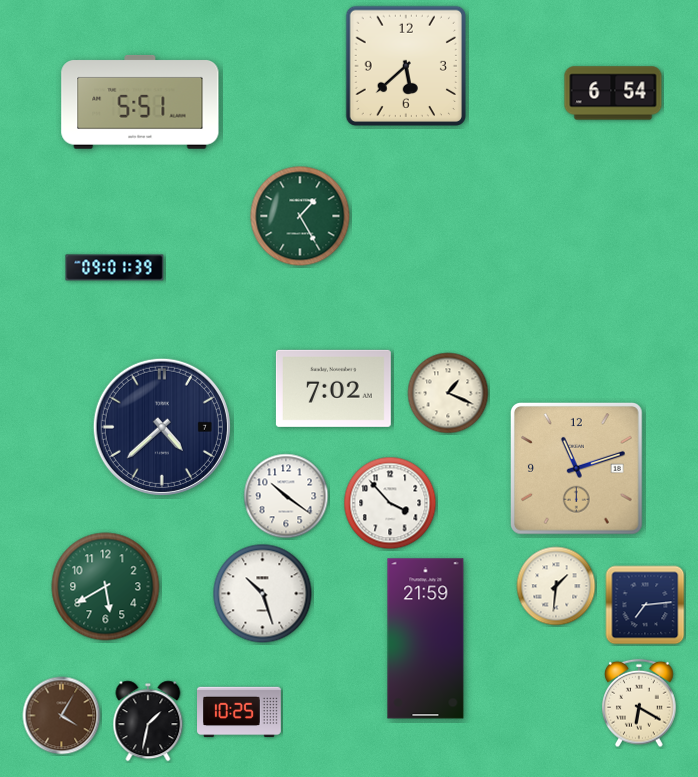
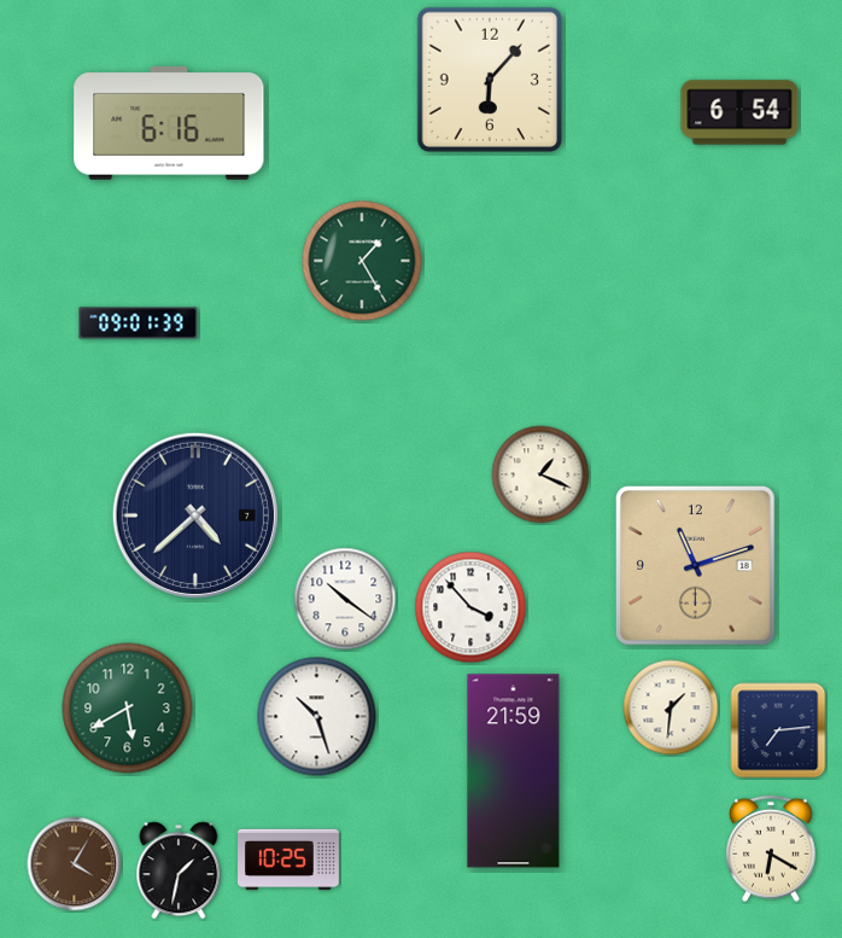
clock at (406, 66): 5:38 -> 6:07
clock at (140, 102): 5:51 -> 6:16
clock at (333, 388): 7:02 -> none
